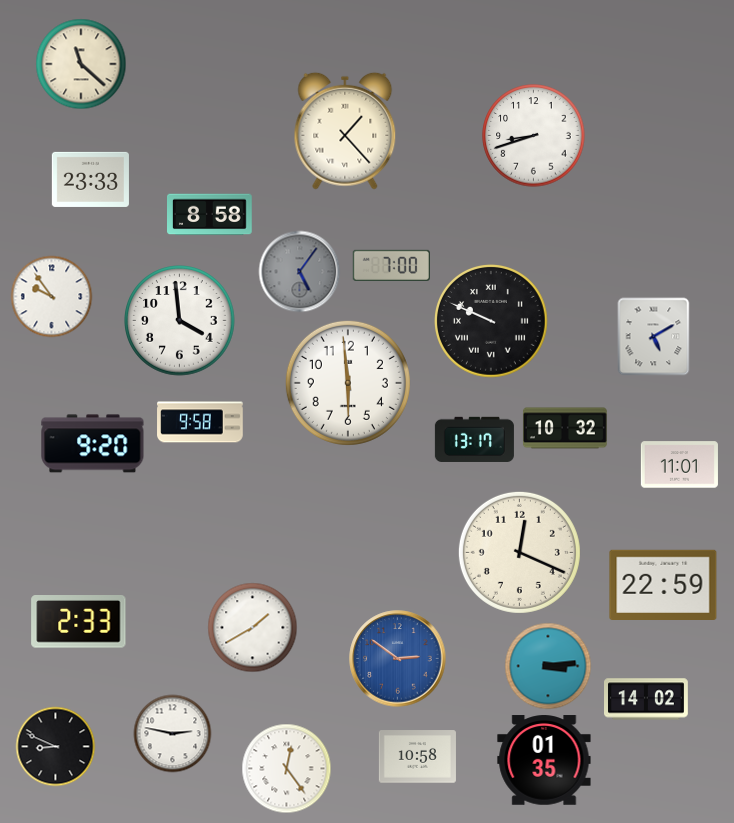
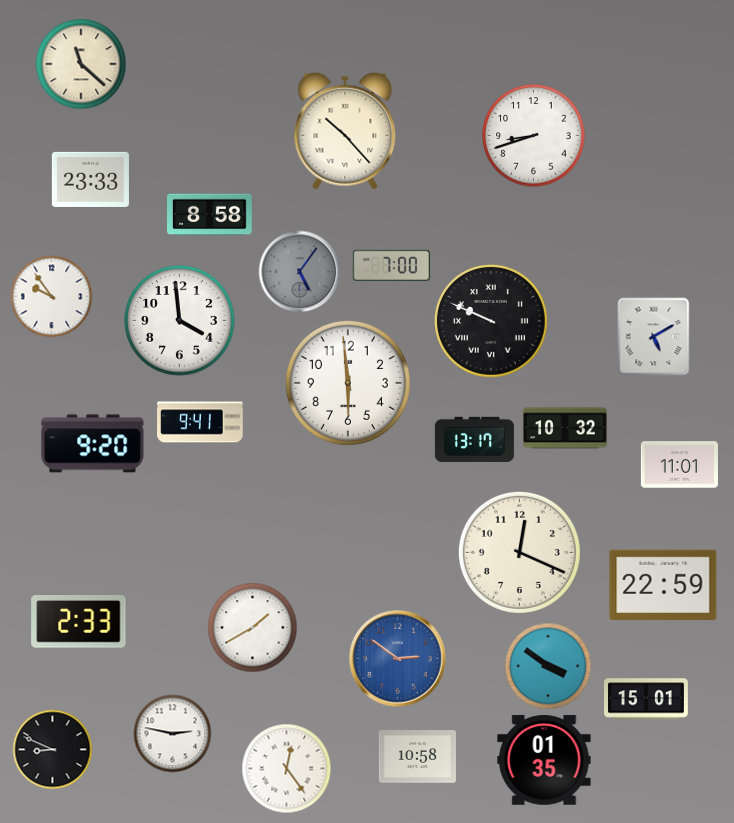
clock at (345, 131): 1:23 -> 10:23
clock at (200, 422): 9:58 -> 9:41
clock at (548, 666): 3:14 -> 3:51
clock at (647, 699): 14:02 -> 15:01
clock at (55, 746) position: (55, 746) -> (52, 749)
